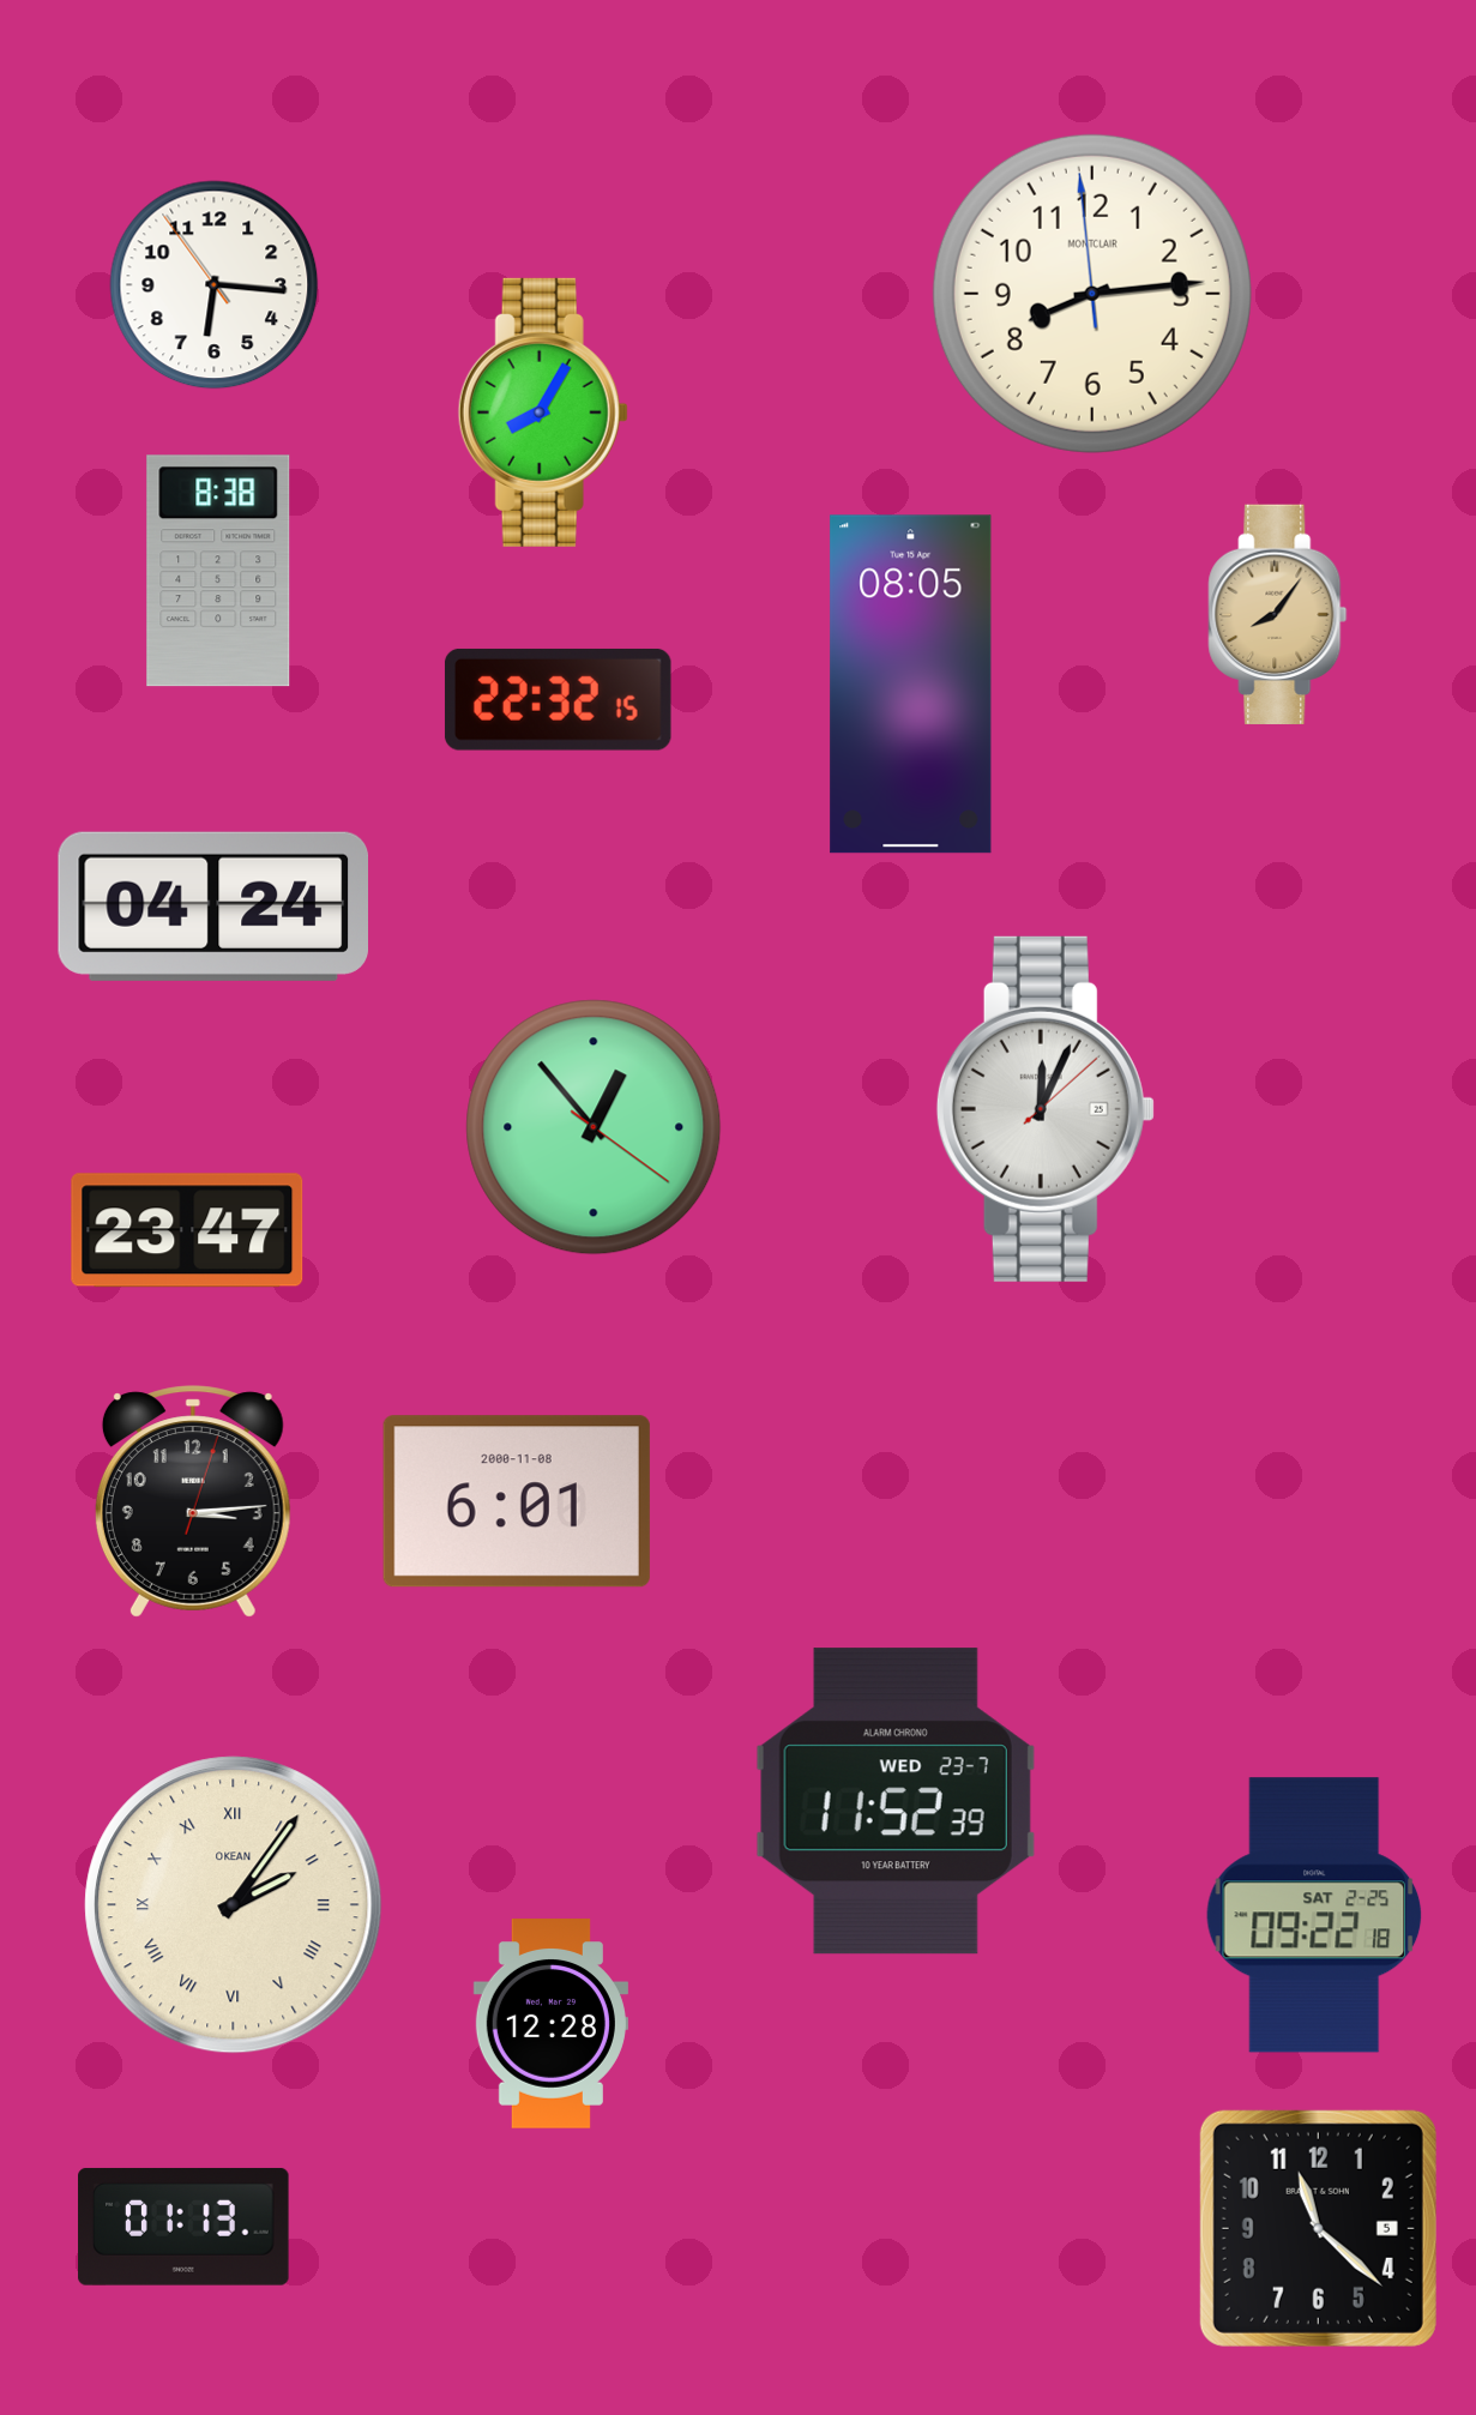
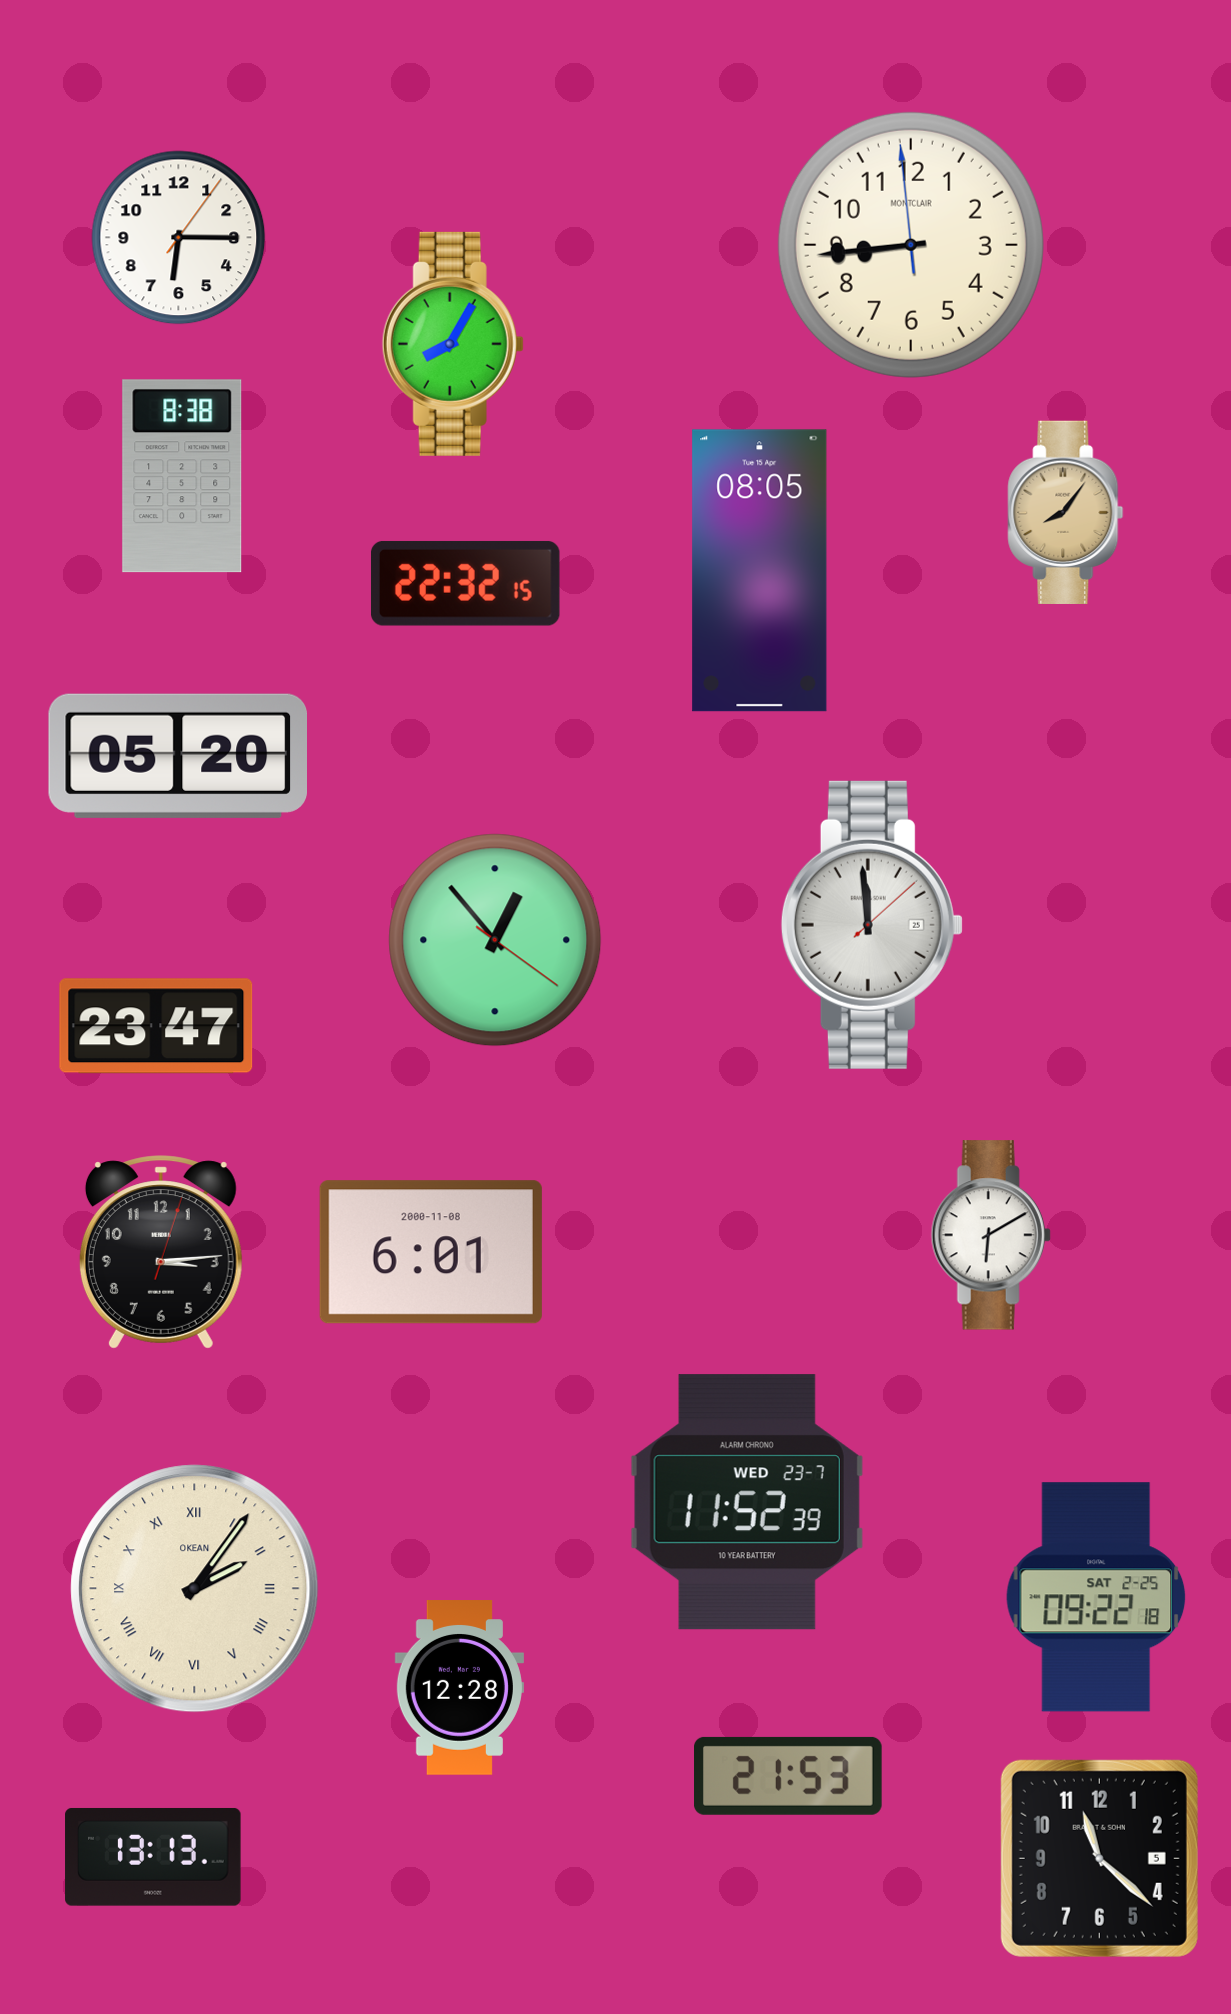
clock at (215, 285): 6:15:54 -> 6:15:06
clock at (1092, 294): 8:13 -> 8:43
clock at (212, 907): 04:24 -> 05:20
clock at (1046, 1109): 12:04 -> 11:59
clock at (991, 1235): none -> 6:10
clock at (789, 1776): none -> 21:53
clock at (183, 2227): 01:13 -> 13:13
